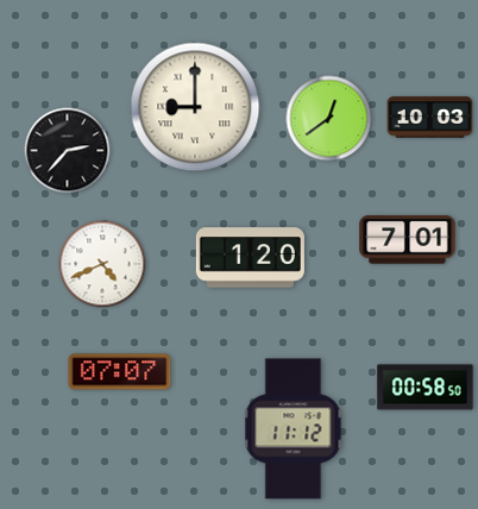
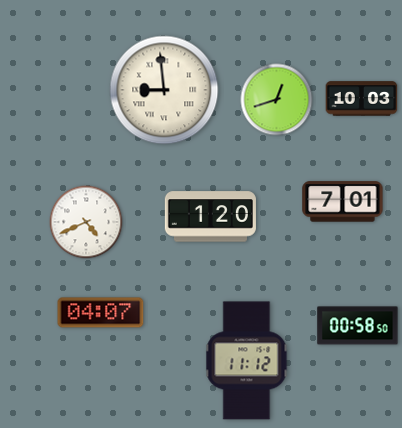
clock at (195, 107): 9:00 -> 8:59
clock at (329, 119): 12:39 -> 12:42
clock at (68, 151): 2:37 -> none
clock at (120, 372): 07:07 -> 04:07
